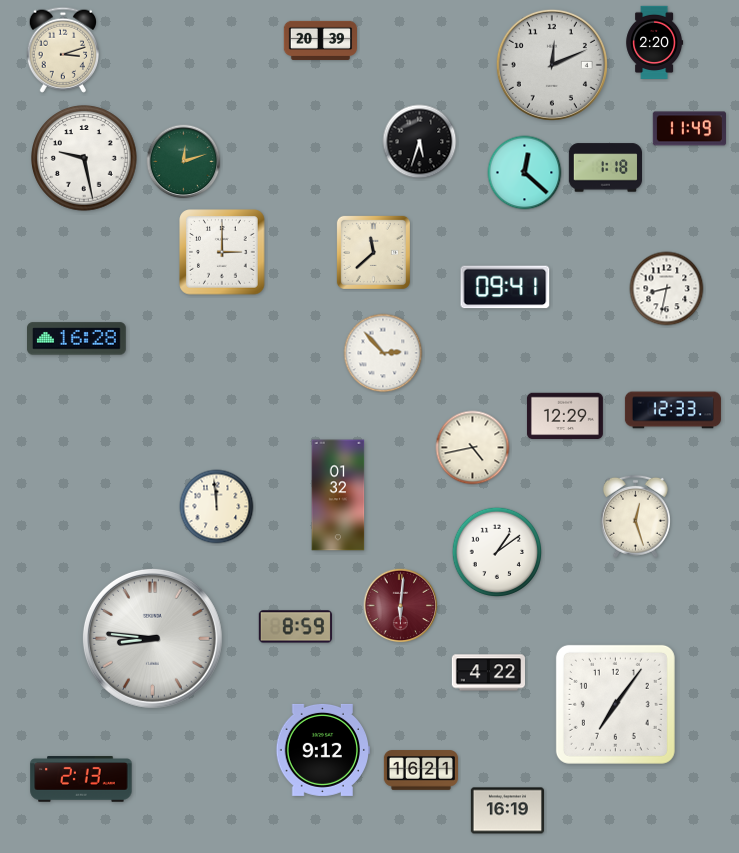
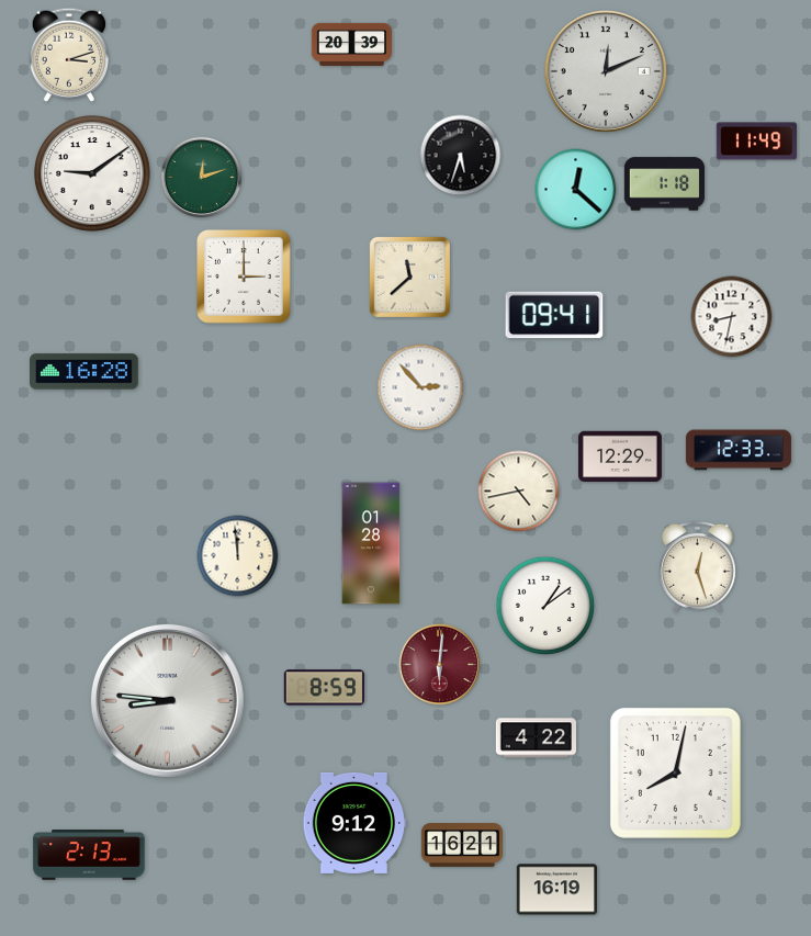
clock at (655, 42): 2:20 -> none
clock at (84, 158): 9:28 -> 9:09
clock at (338, 495): 01:32 -> 01:28
clock at (615, 704): 7:06 -> 8:02
